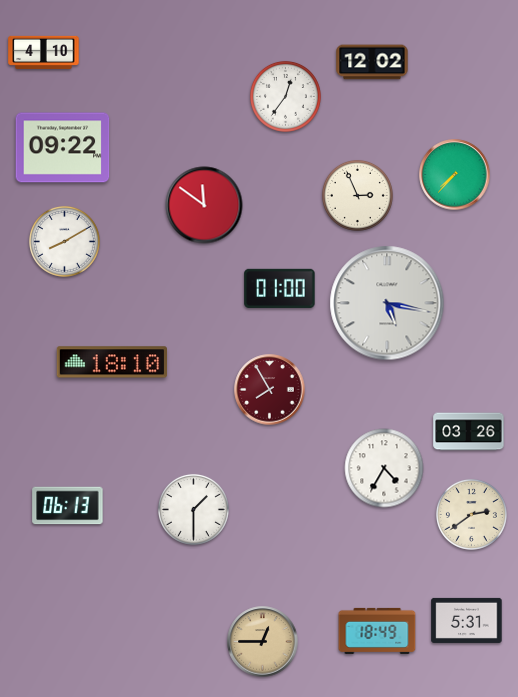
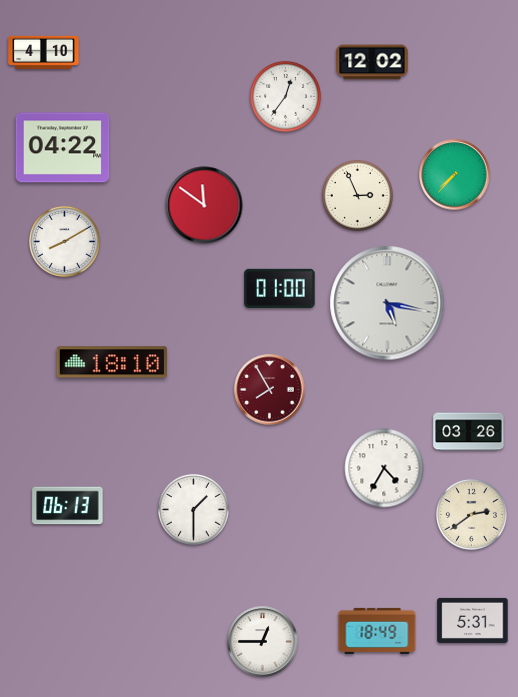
clock at (63, 148): 09:22 -> 04:22
clock at (467, 620) position: (467, 620) -> (473, 620)
clock at (263, 642) dial: champagne -> white
